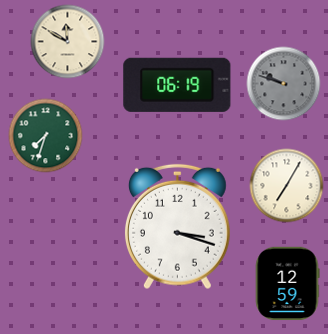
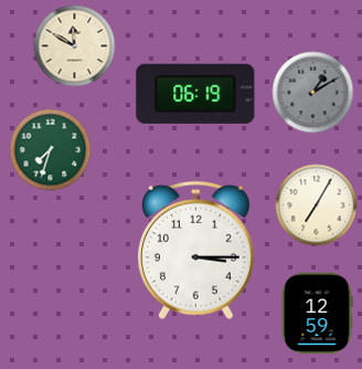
clock at (284, 84): 9:48 -> 1:10
clock at (177, 227): 3:18 -> 3:15
